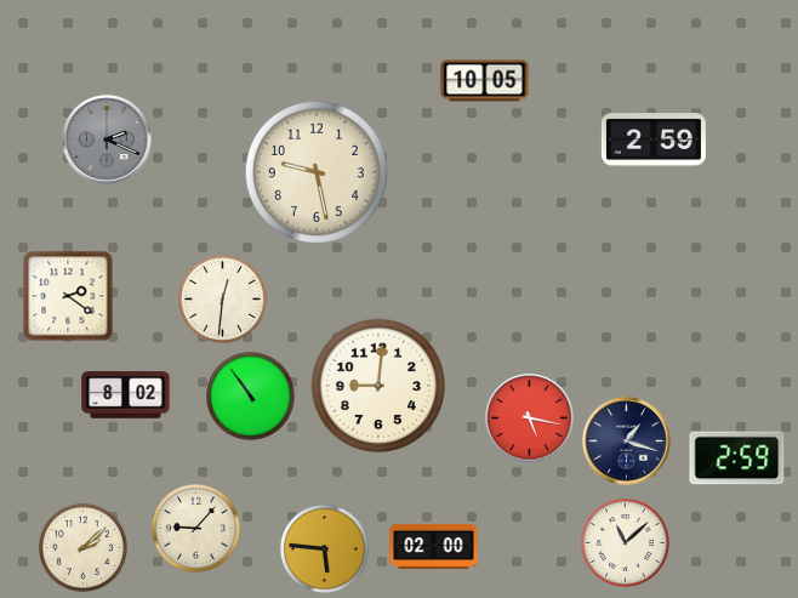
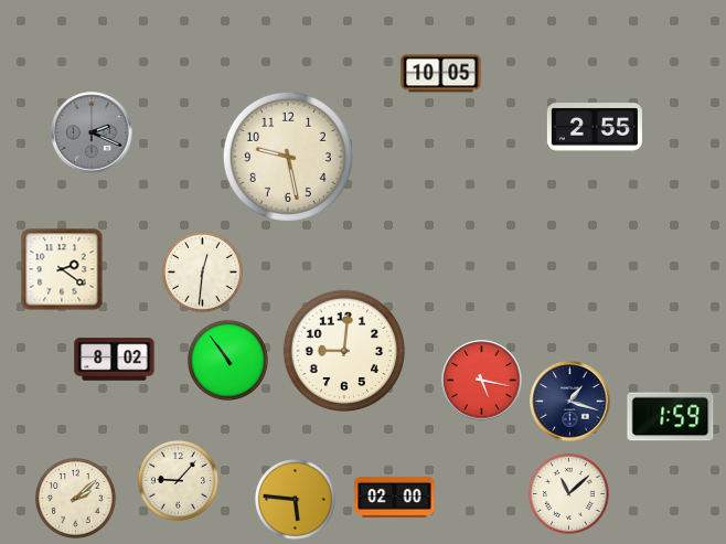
clock at (107, 139) position: (107, 139) -> (92, 132)
clock at (654, 139): 2:59 -> 2:55
clock at (737, 459): 2:59 -> 1:59
